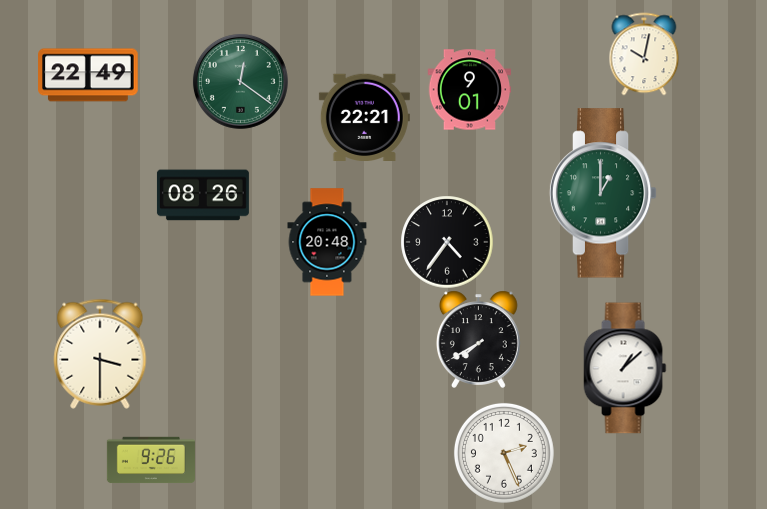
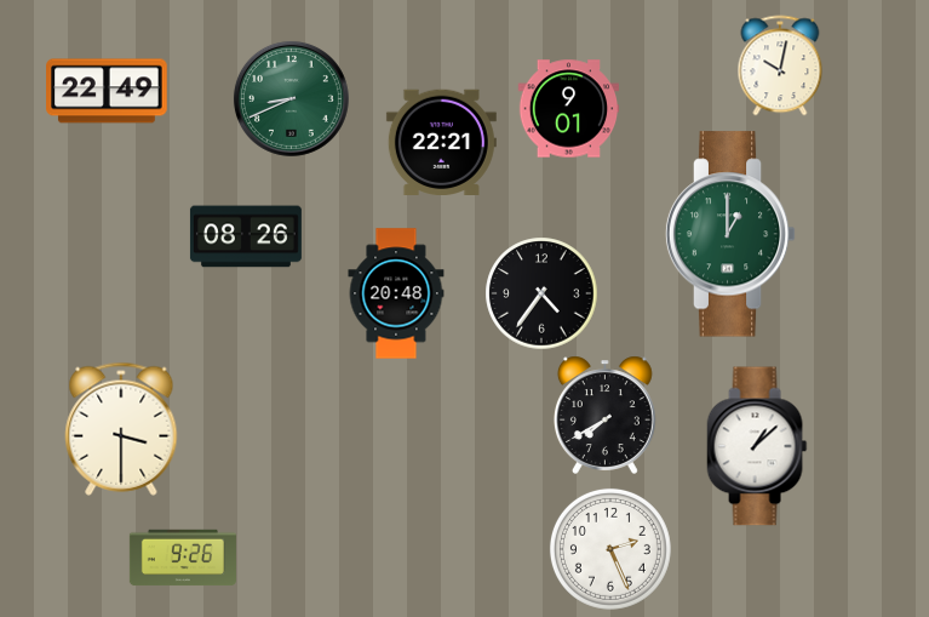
clock at (240, 81): 12:21 -> 8:41
clock at (478, 339) position: (478, 339) -> (604, 415)
